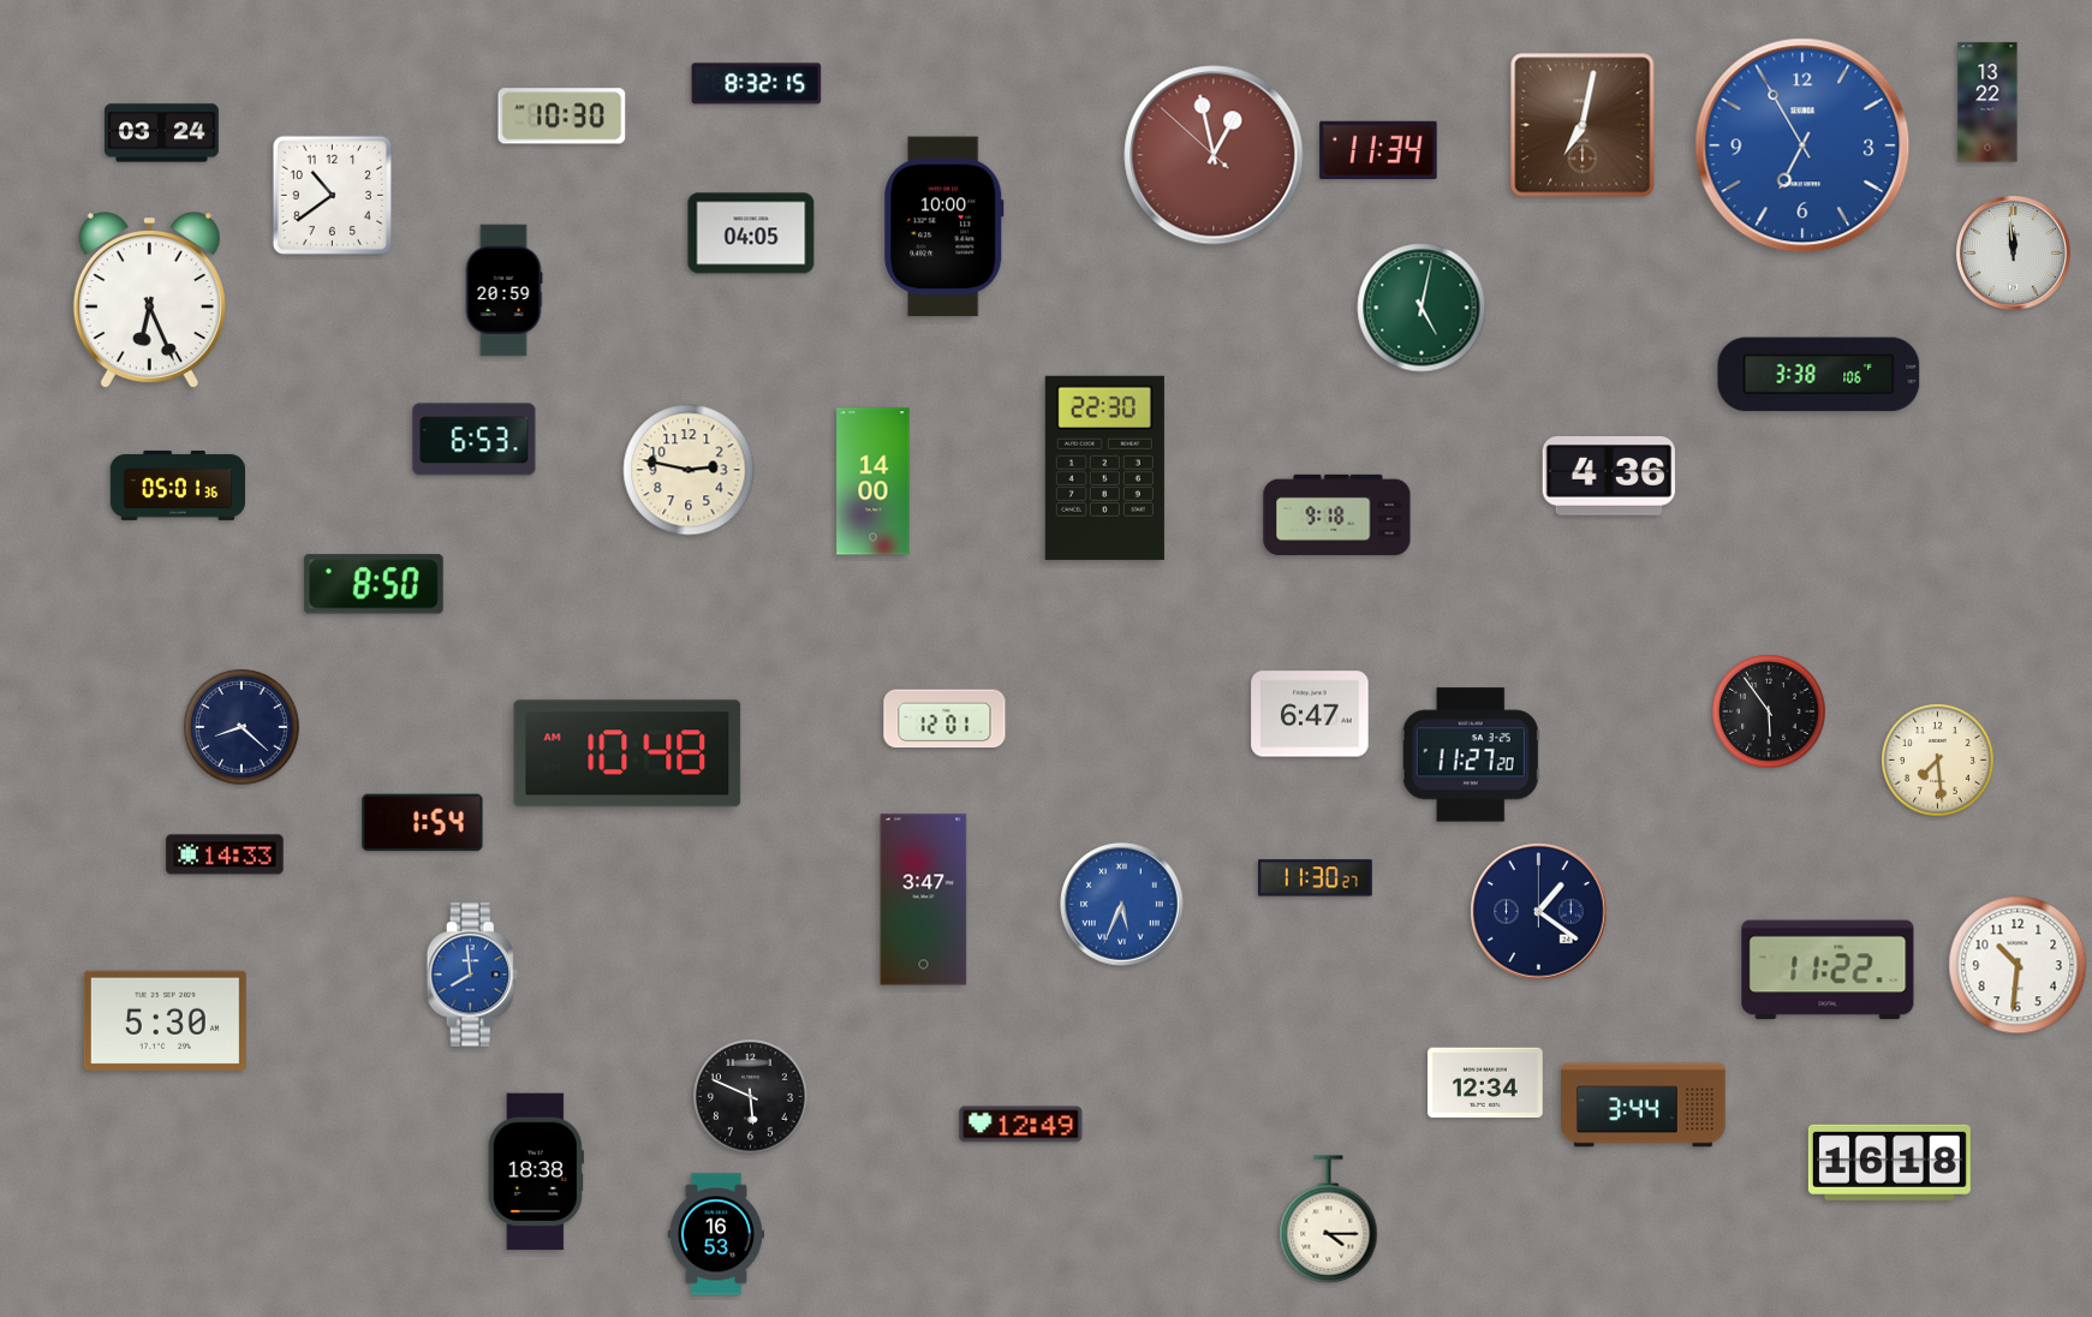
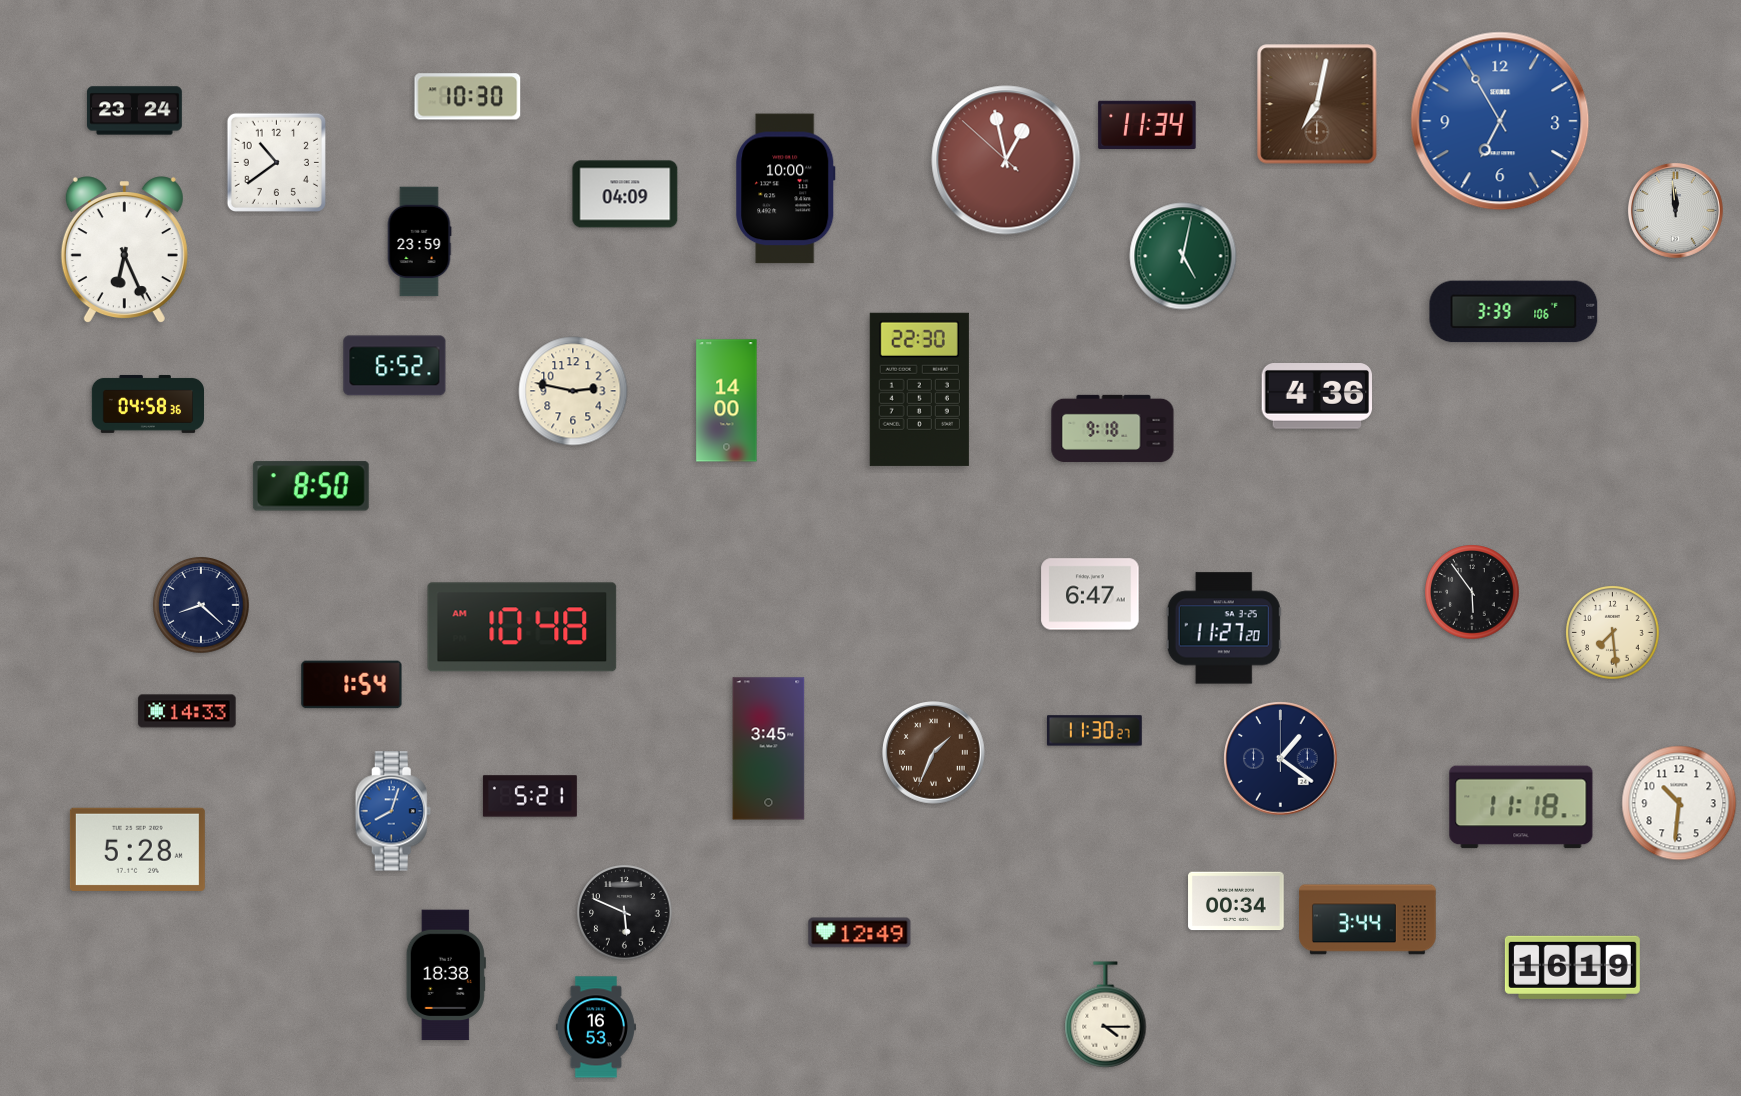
clock at (757, 84): 8:32 -> none
clock at (1987, 102): 13:22 -> none
clock at (162, 133): 03:24 -> 23:24
clock at (1214, 155) position: (1214, 155) -> (1006, 160)
clock at (751, 233): 04:05 -> 04:09
clock at (503, 291): 20:59 -> 23:59
clock at (1819, 375): 3:38 -> 3:39
clock at (475, 440): 6:53 -> 6:52
clock at (1608, 477) position: (1608, 477) -> (1316, 397)
clock at (177, 485): 05:01 -> 04:58
clock at (944, 719): 12:01 -> none
clock at (924, 900): 3:47 -> 3:45
clock at (1122, 905): 5:34 -> 1:34
clock at (1122, 905) dial: blue -> brown
clock at (530, 796): none -> 5:21
clock at (1828, 970): 11:22 -> 11:18
clock at (472, 975): 7:59 -> 8:03
clock at (165, 1020): 5:30 -> 5:28
clock at (1485, 1083): 12:34 -> 00:34
clock at (1021, 1125) position: (1021, 1125) -> (860, 933)
clock at (1889, 1162): 16:18 -> 16:19
